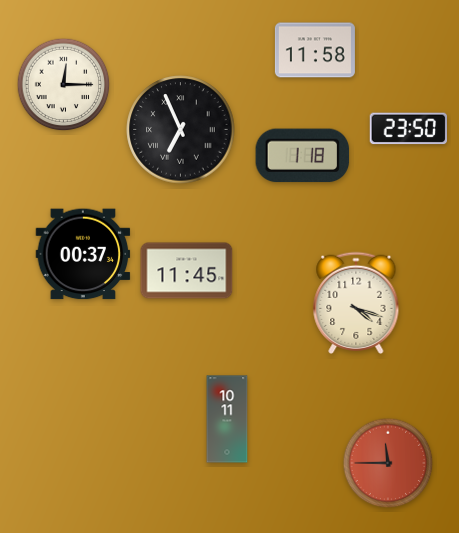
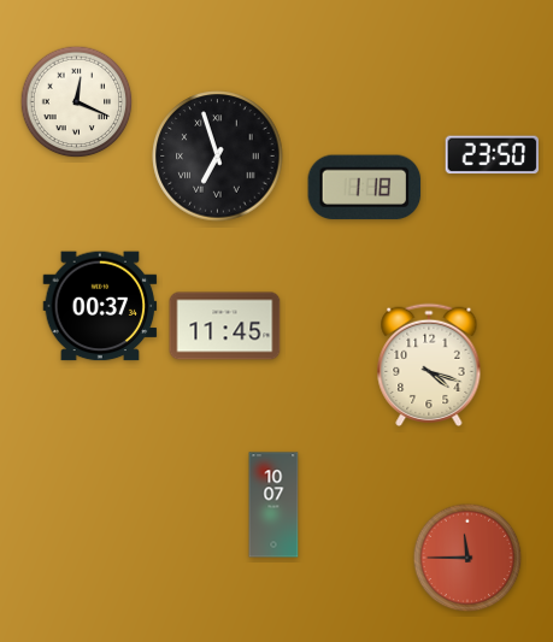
clock at (315, 50): 11:58 -> none
clock at (64, 85): 12:15 -> 12:19
clock at (181, 130): 6:56 -> 6:57
clock at (227, 419): 10:11 -> 10:07
